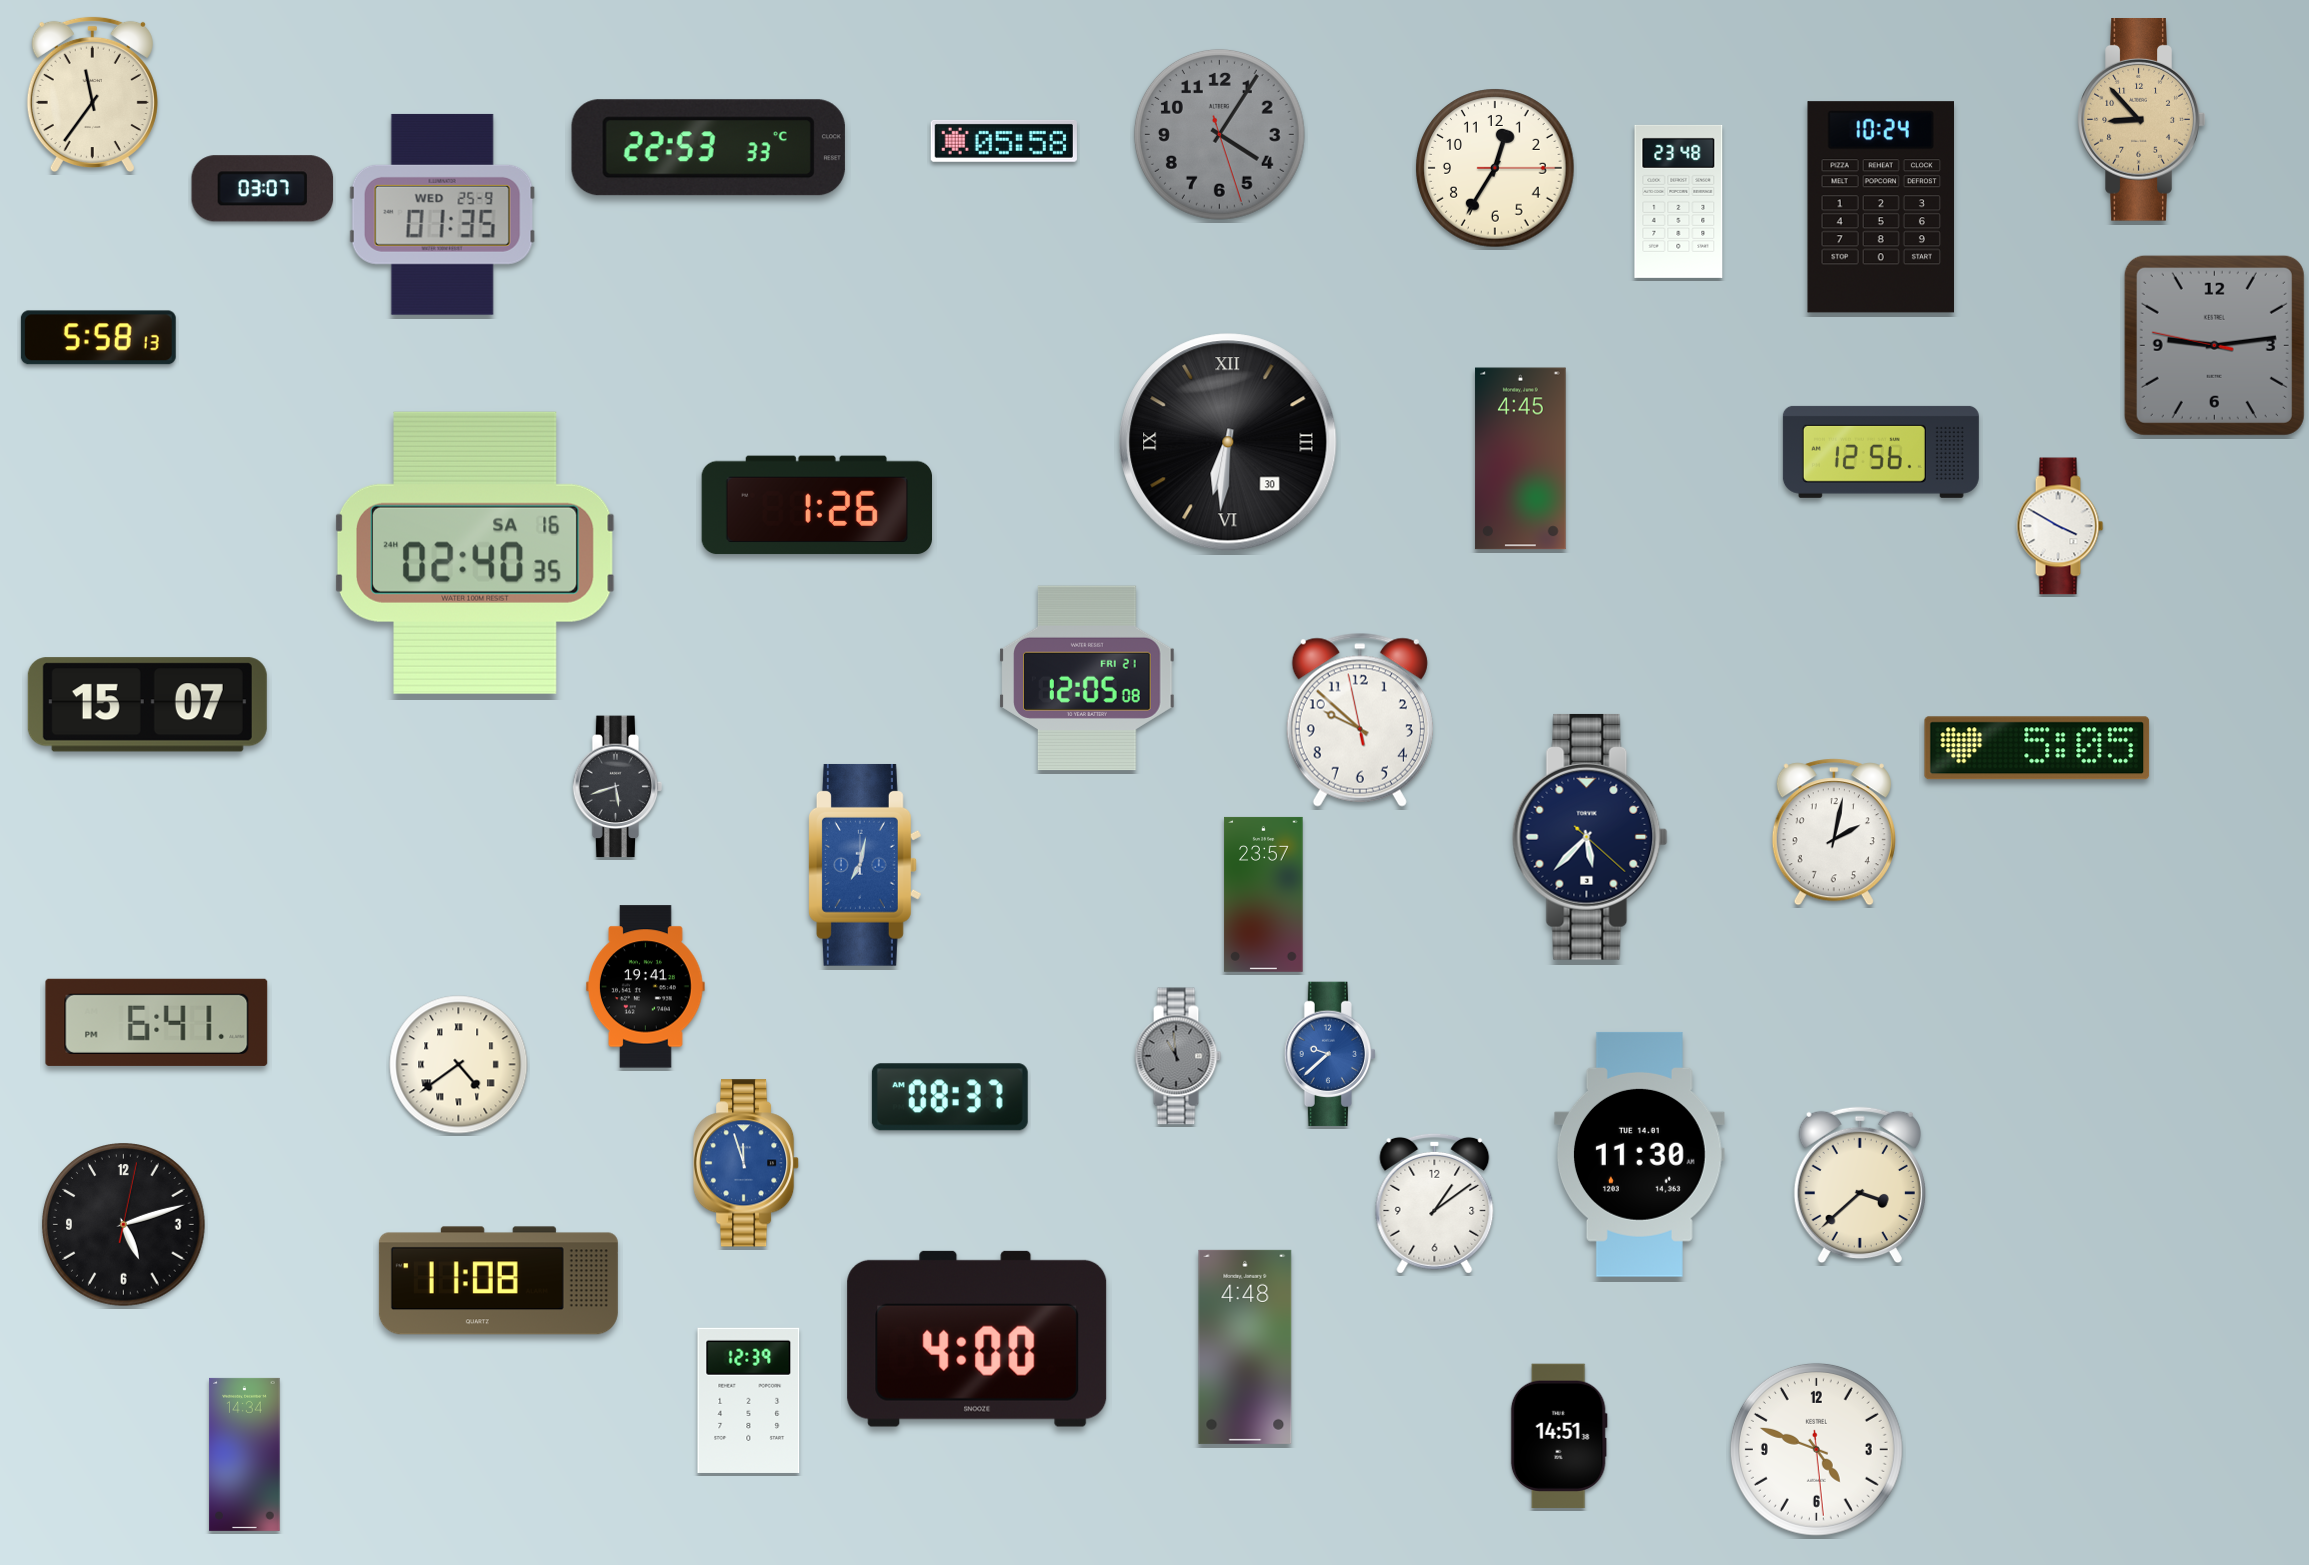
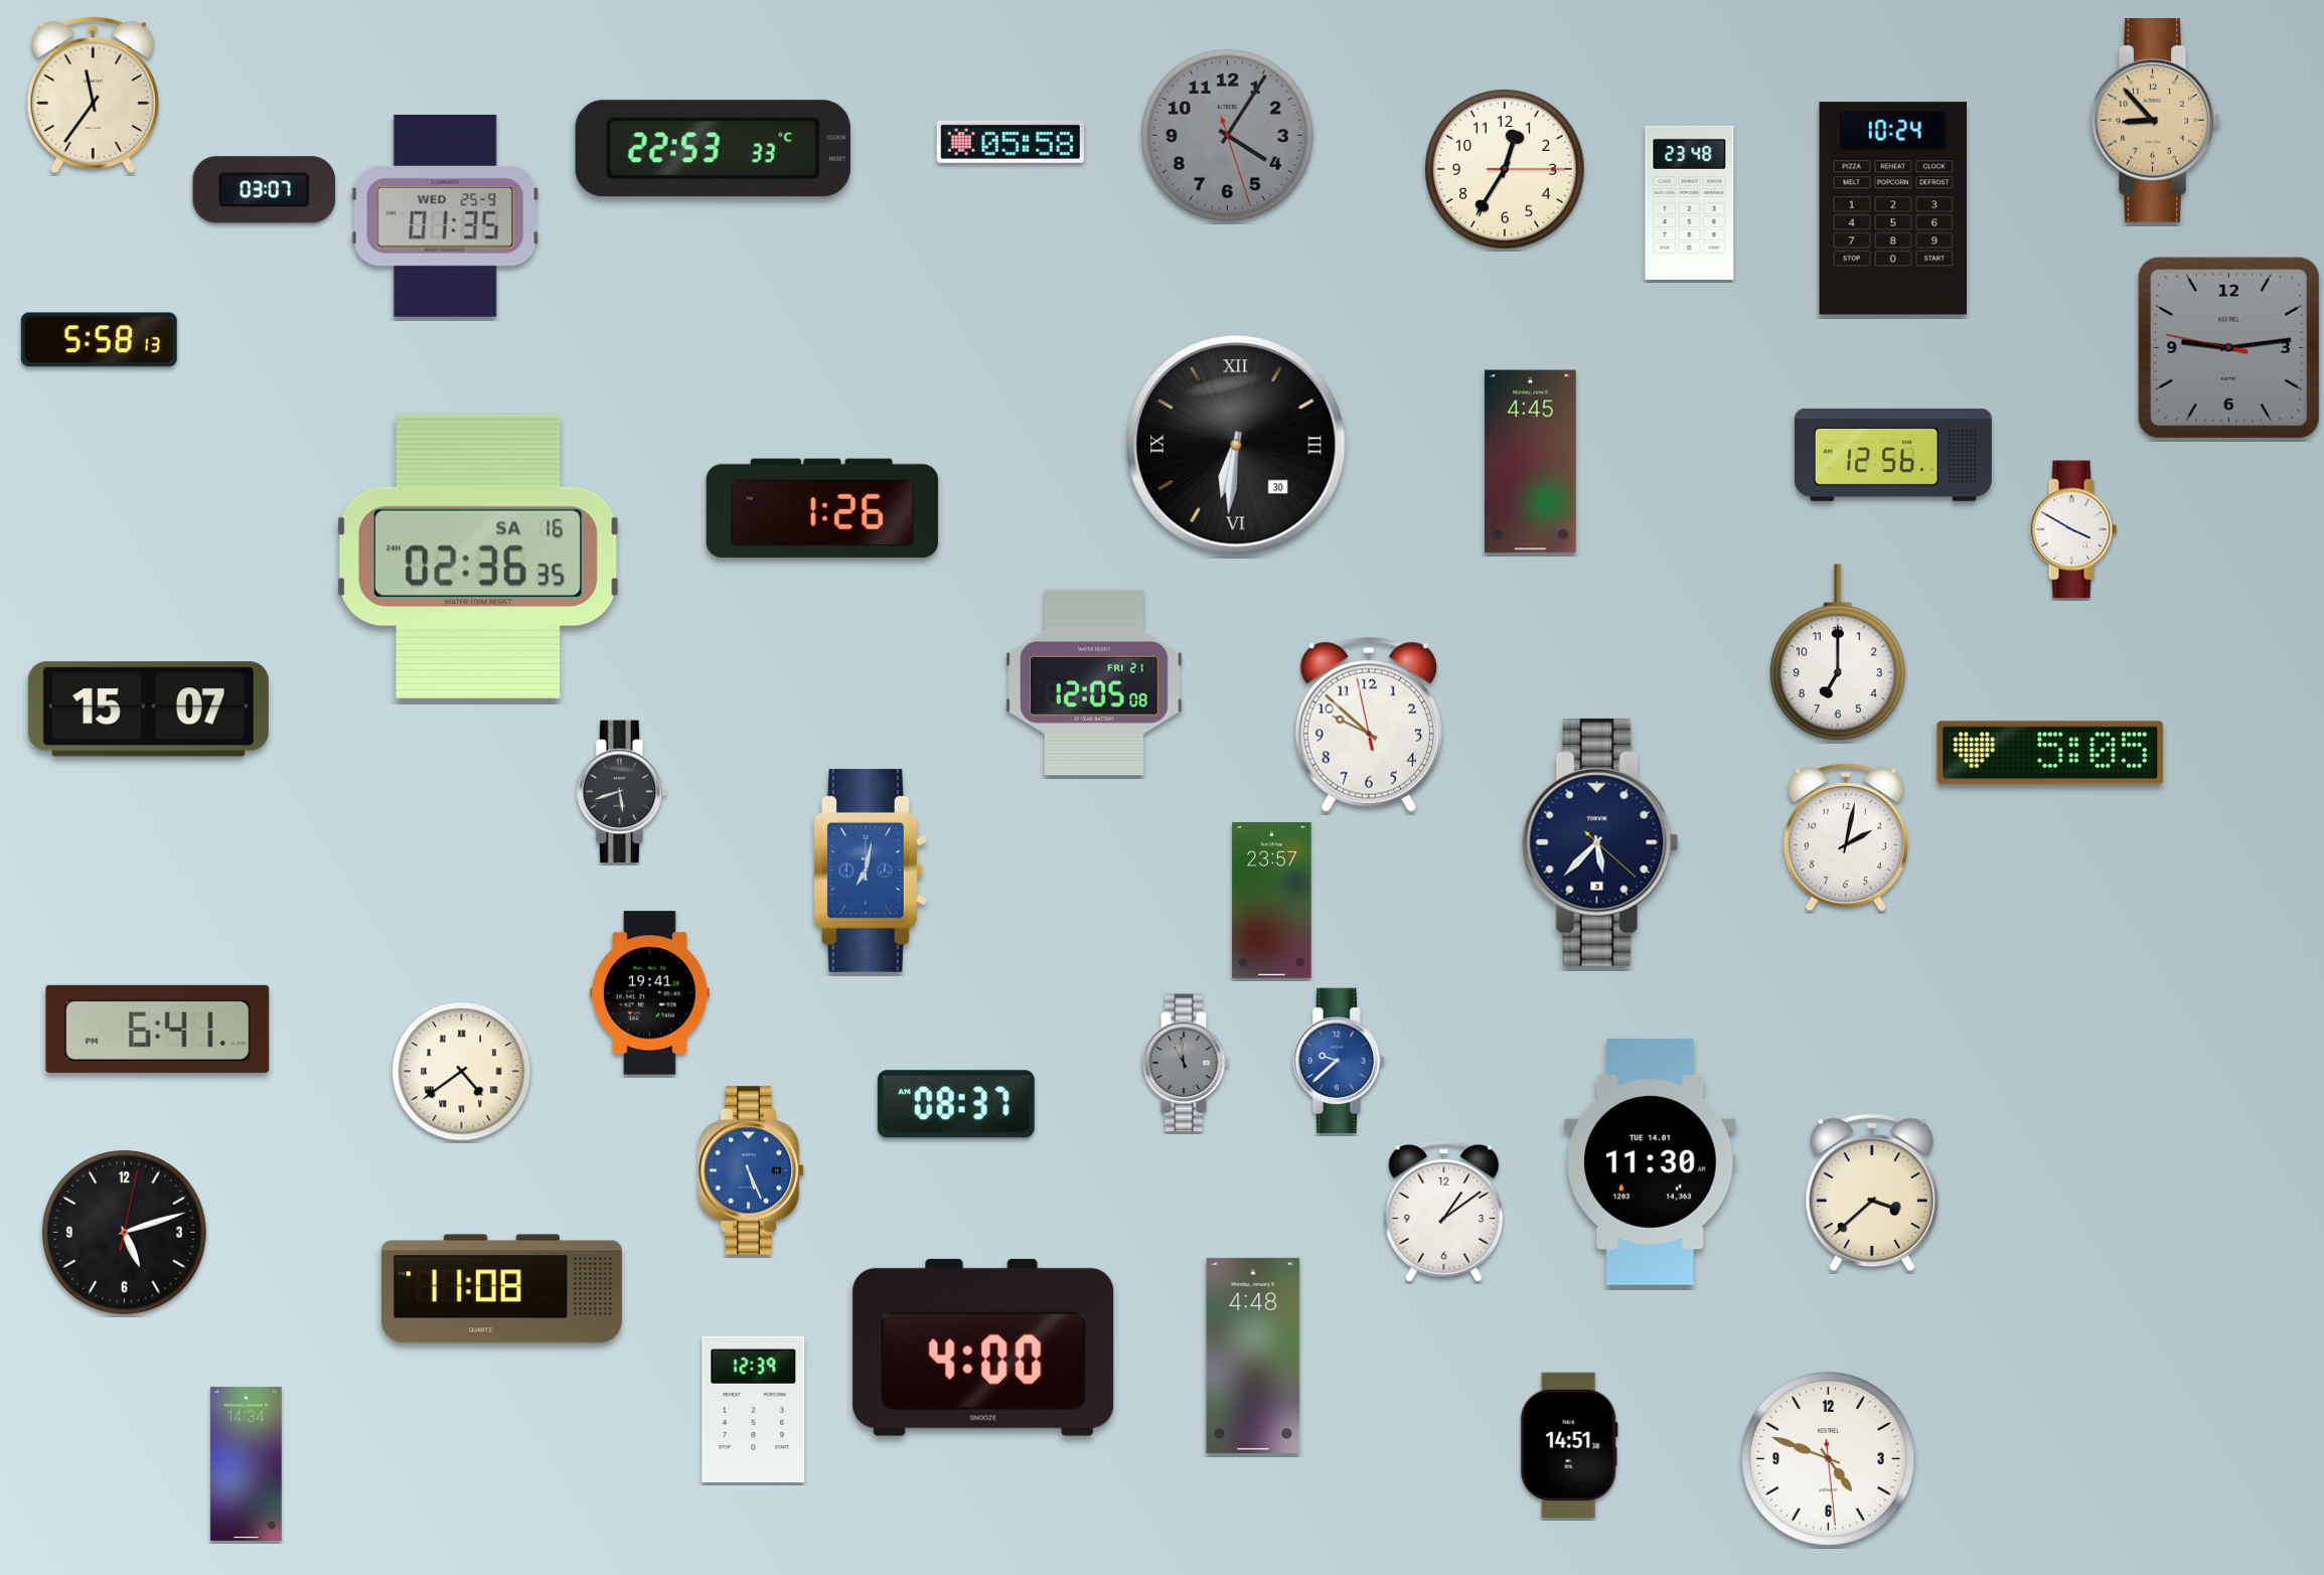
clock at (475, 553): 02:40 -> 02:36
clock at (1838, 653): none -> 7:00
clock at (746, 1163): 11:57 -> 5:26
